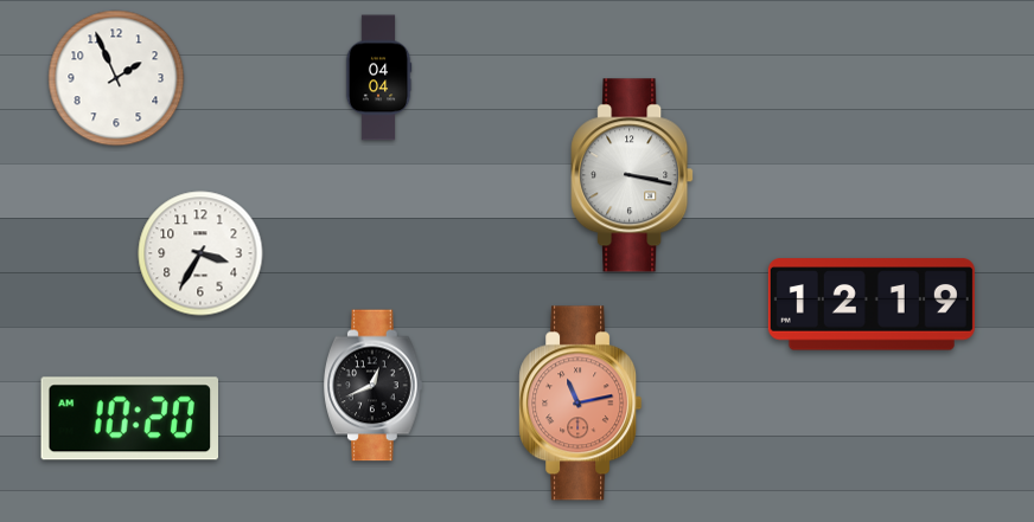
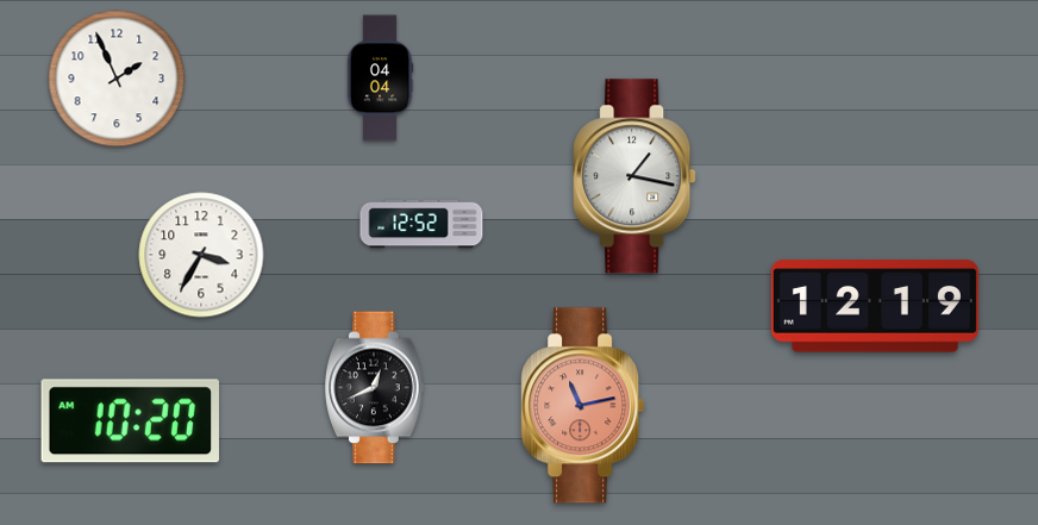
clock at (632, 175): 3:17 -> 1:17
clock at (421, 224): none -> 12:52
